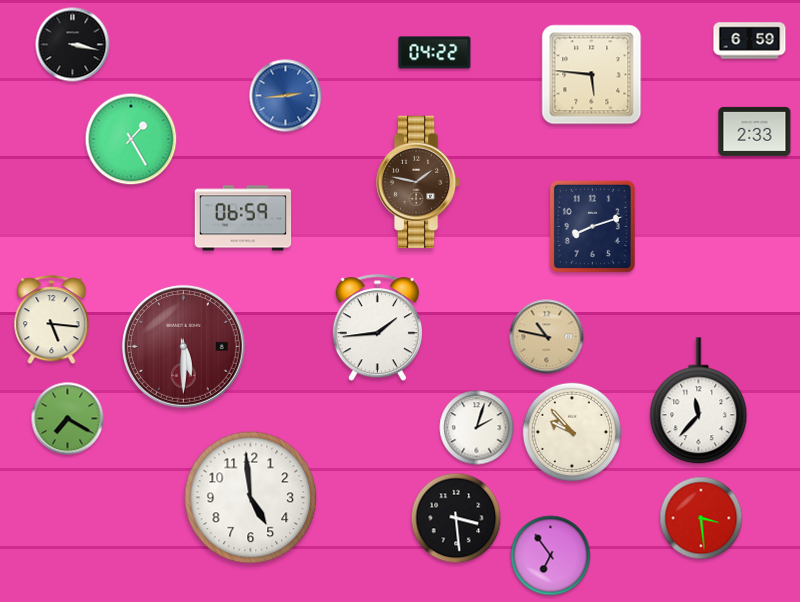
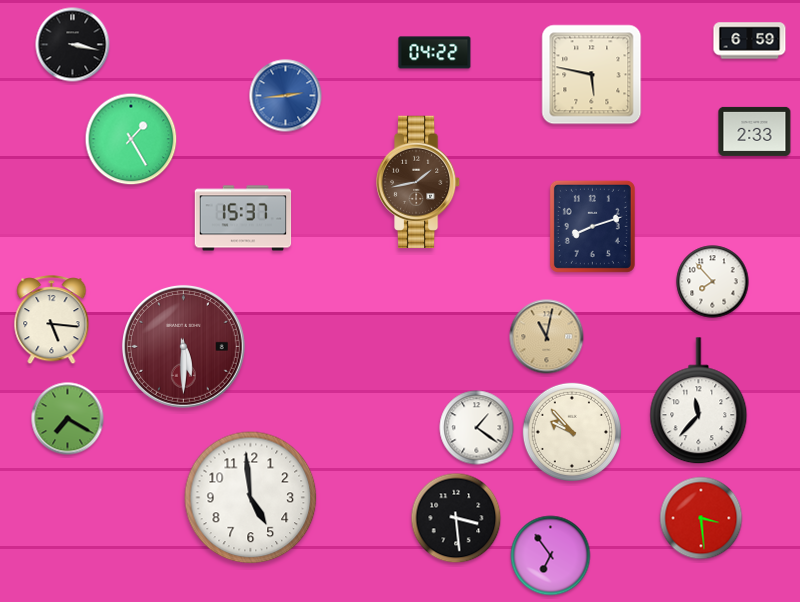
clock at (592, 75): 5:46 -> 5:47
clock at (418, 182): 1:47 -> 1:43
clock at (243, 218): 06:59 -> 15:37
clock at (713, 282): none -> 7:53
clock at (377, 328): 1:44 -> none
clock at (547, 337): 10:47 -> 11:02
clock at (477, 428): 2:03 -> 1:21
